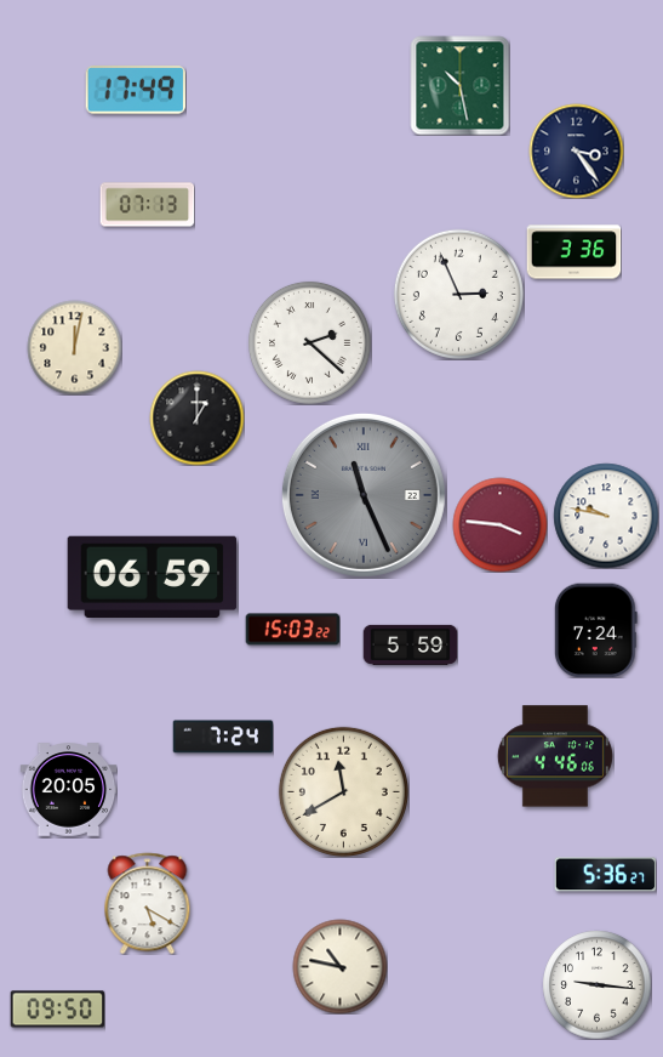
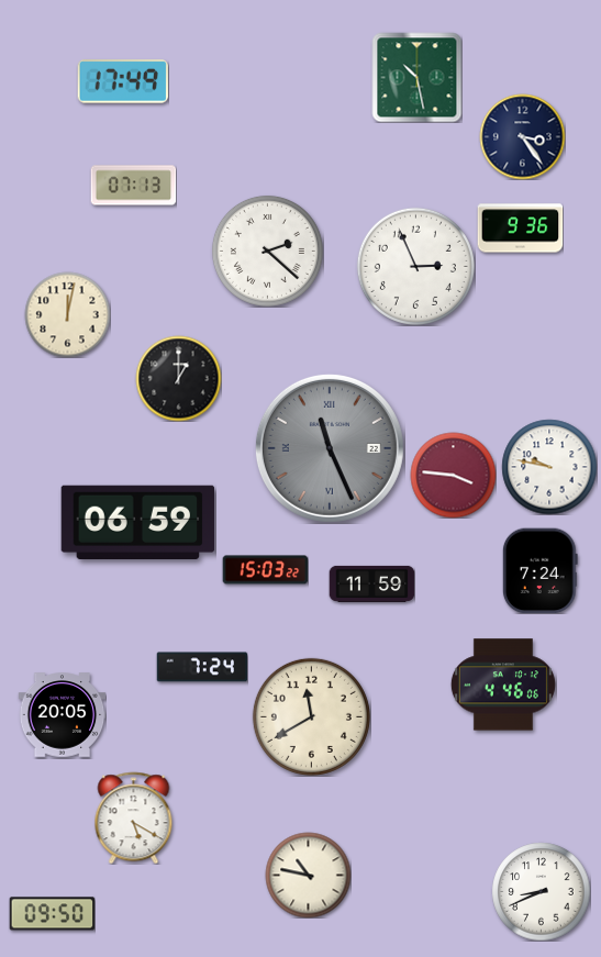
clock at (573, 252): 3:36 -> 9:36
clock at (309, 342) position: (309, 342) -> (267, 251)
clock at (410, 644): 5:59 -> 11:59
clock at (605, 875): 5:36 -> none
clock at (596, 984): 9:16 -> 8:41
